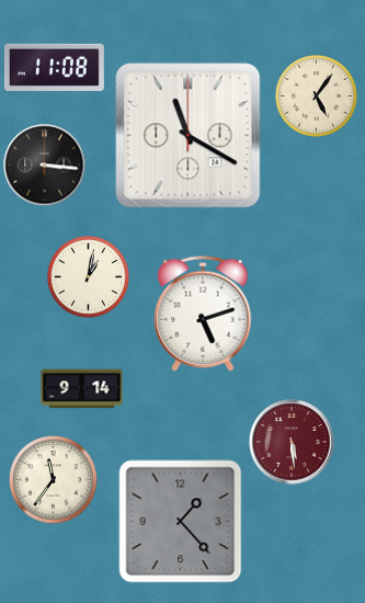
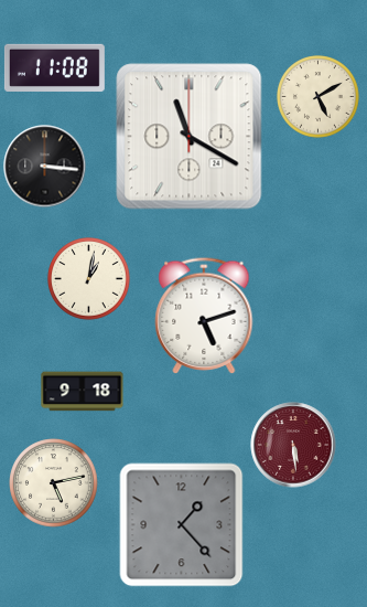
clock at (317, 96): 5:06 -> 5:10
clock at (82, 389): 9:14 -> 9:18
clock at (54, 480): 11:36 -> 5:13
